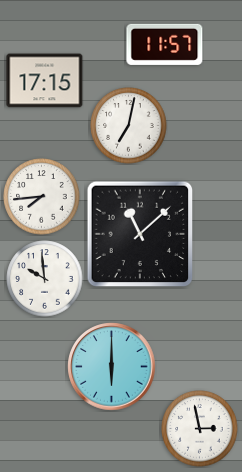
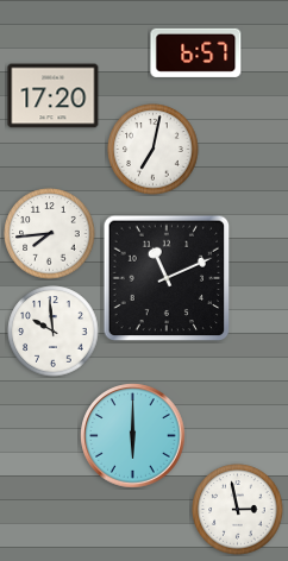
clock at (165, 44): 11:57 -> 6:57
clock at (45, 81): 17:15 -> 17:20
clock at (140, 234): 11:08 -> 11:11
